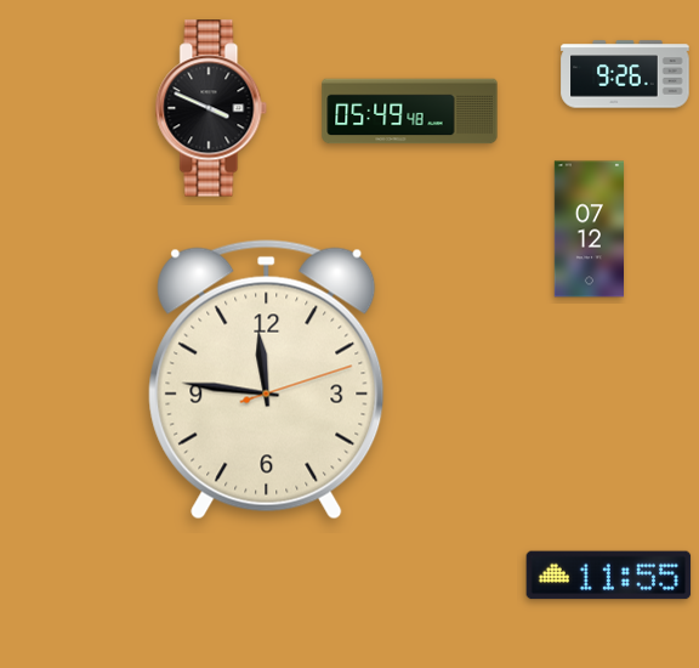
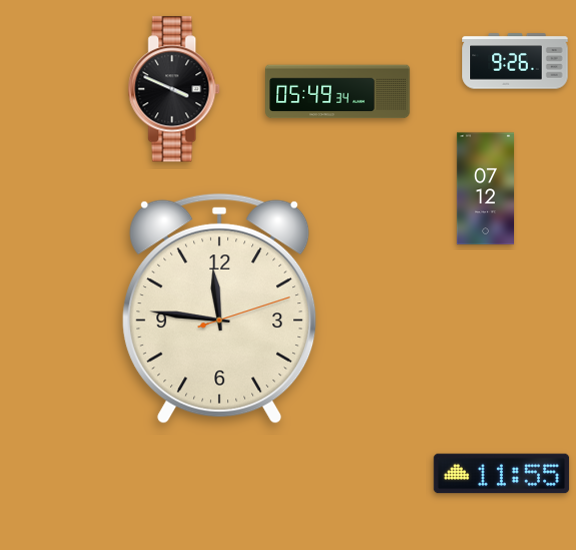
clock at (410, 112): 05:49:48 -> 05:49:34
clock at (267, 380) position: (267, 380) -> (220, 309)
